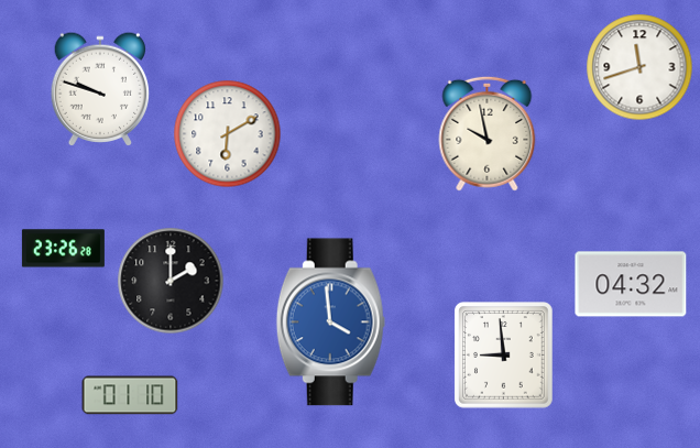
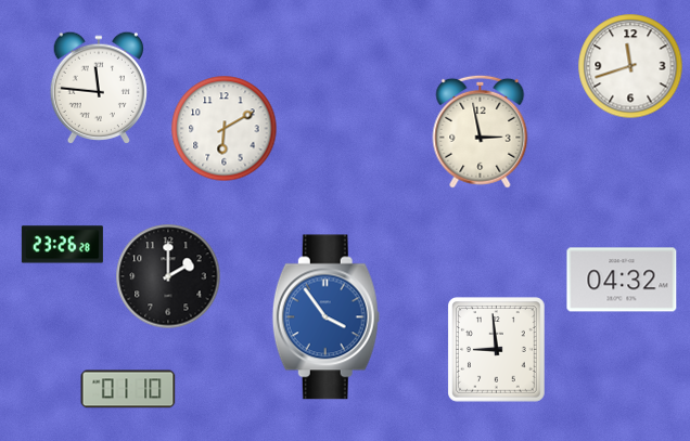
clock at (99, 89): 9:48 -> 11:46
clock at (488, 133): 9:58 -> 2:58
clock at (228, 134) position: (228, 134) -> (225, 129)
clock at (330, 323): 3:59 -> 3:54
